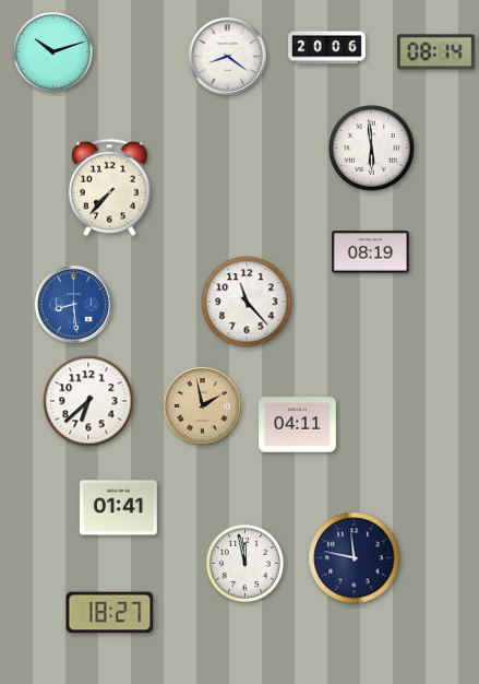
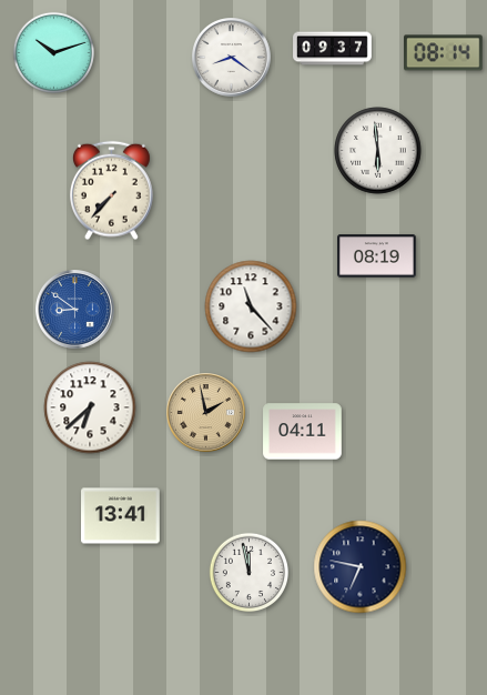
clock at (327, 48): 20:06 -> 09:37
clock at (74, 305): 8:29 -> 8:51
clock at (119, 508): 01:41 -> 13:41
clock at (355, 558): 11:47 -> 6:47
clock at (110, 613): 18:27 -> none
